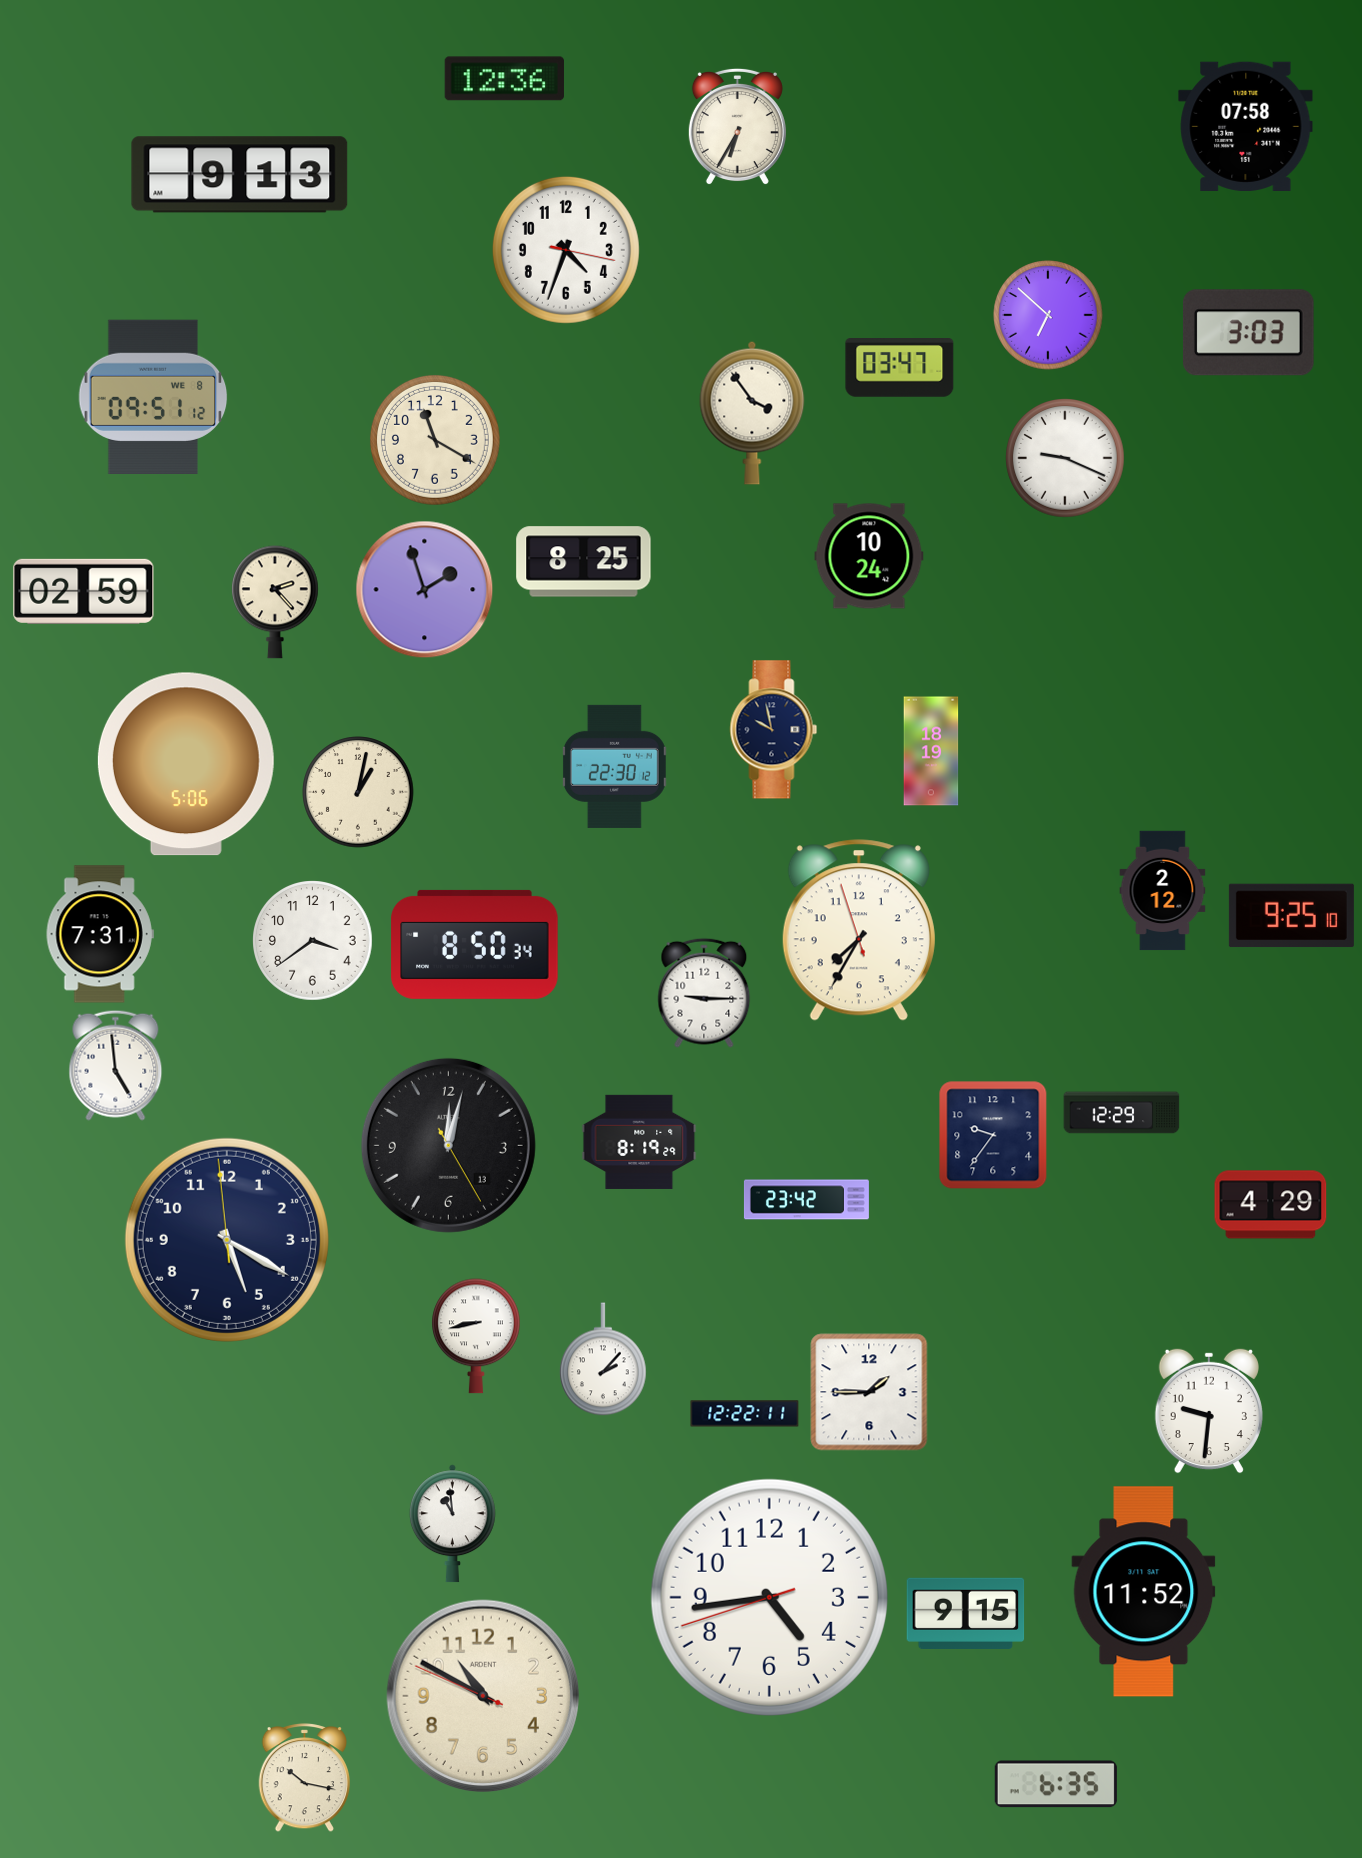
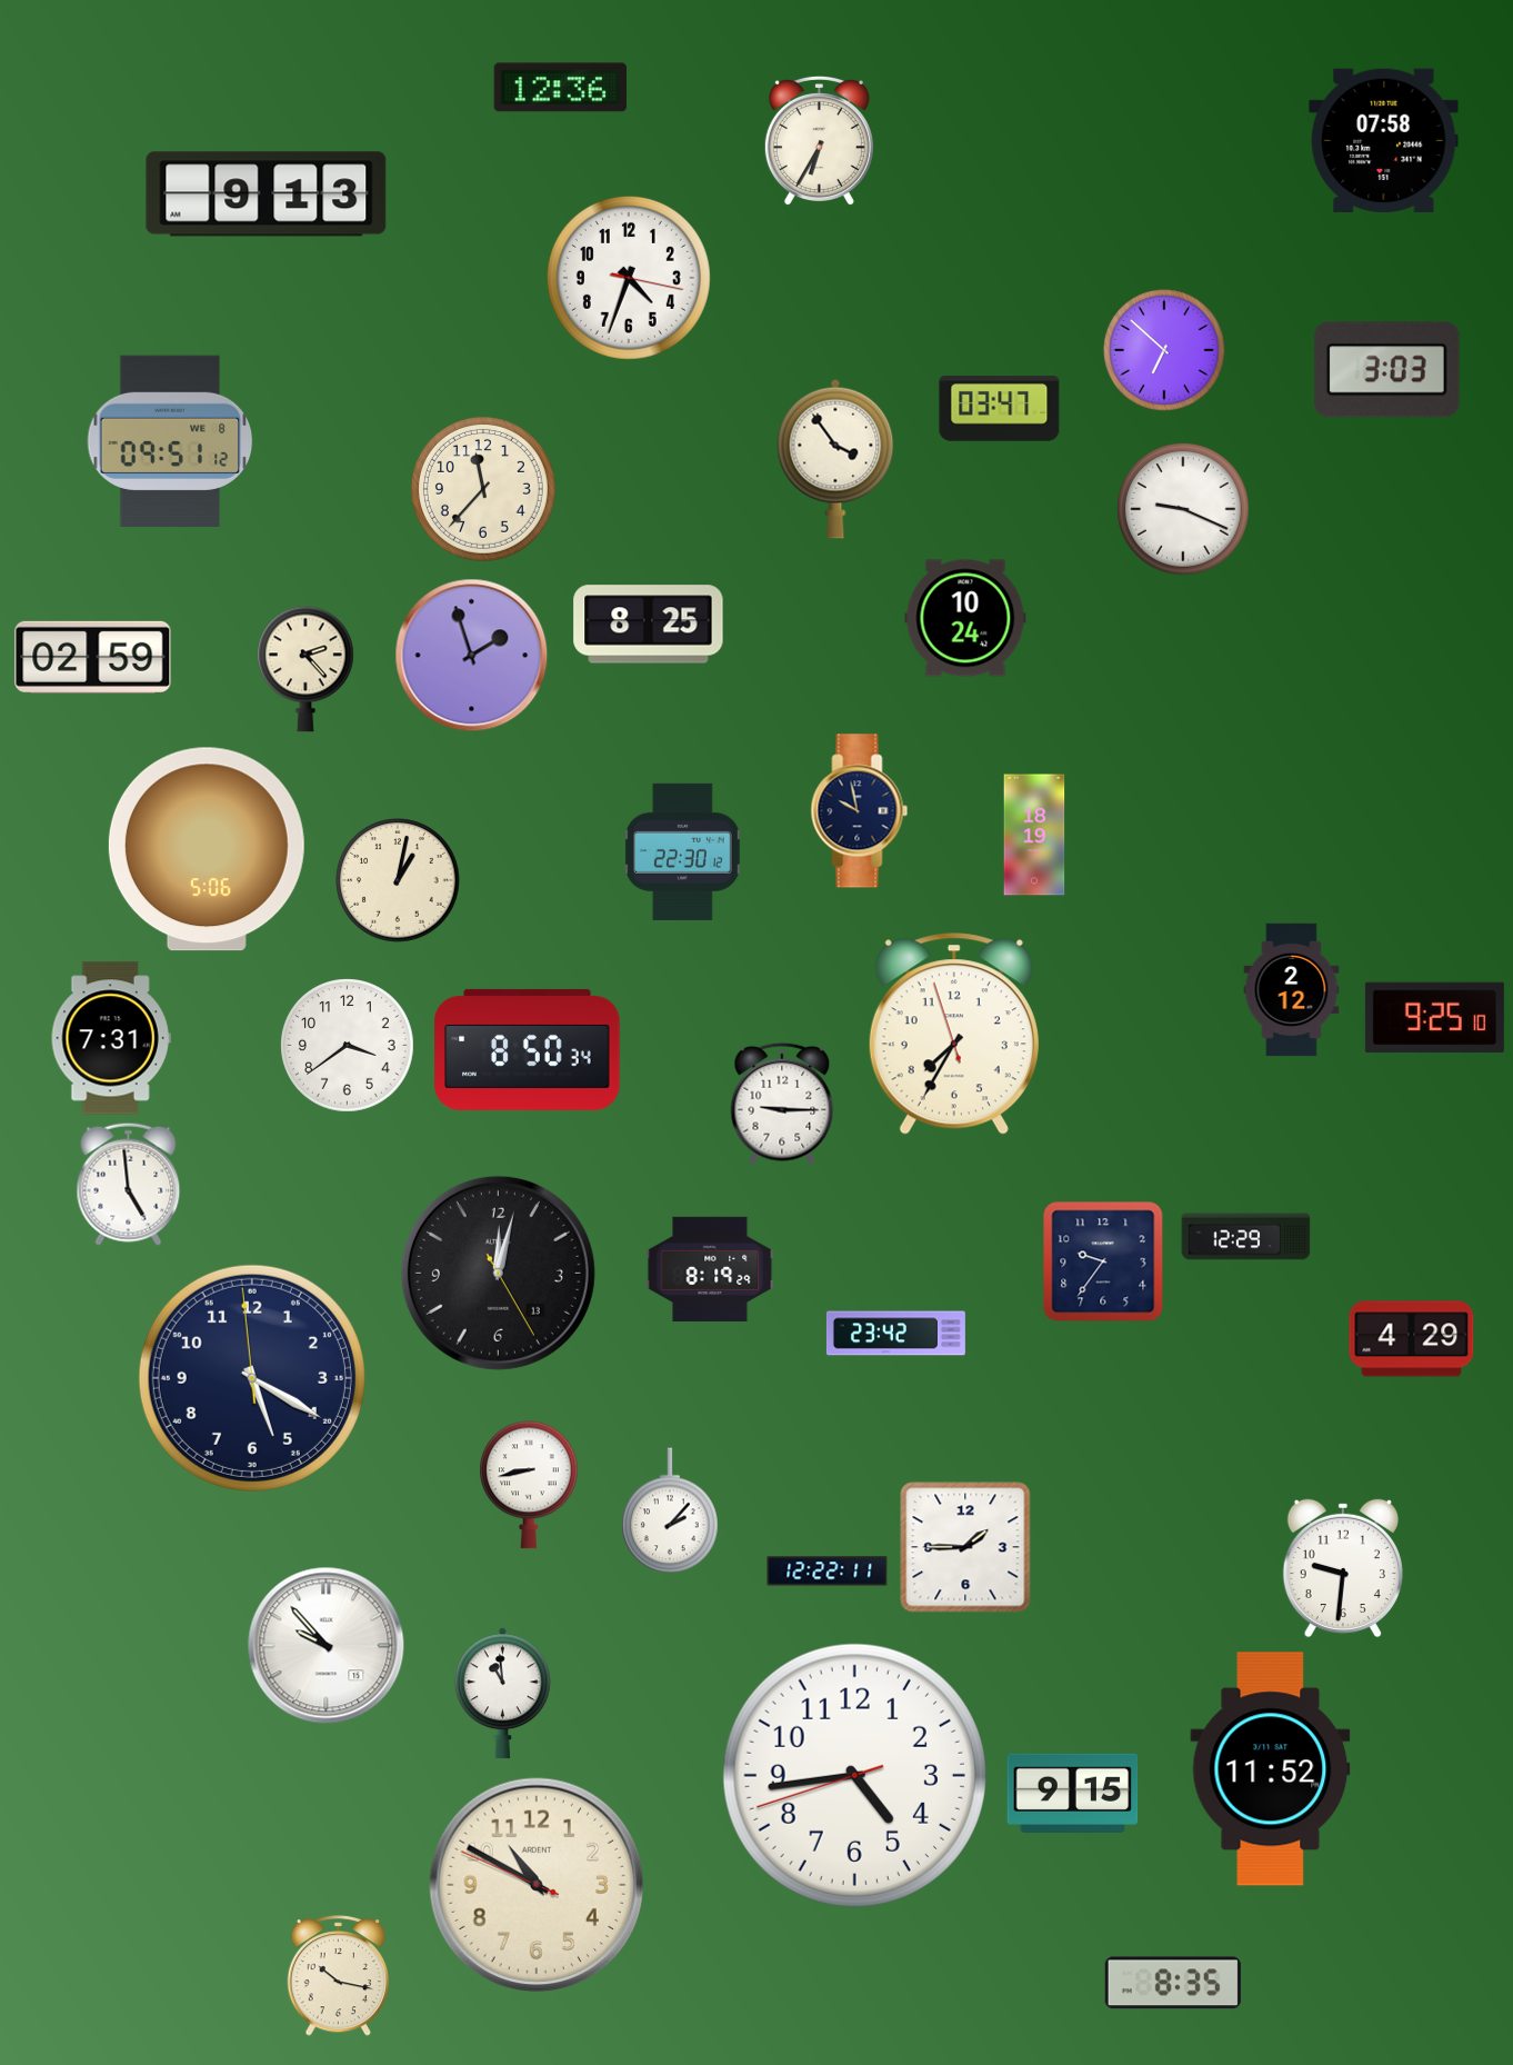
clock at (435, 440): 11:20 -> 11:37
clock at (327, 1646): none -> 9:53
clock at (1056, 1784): 6:35 -> 8:35
